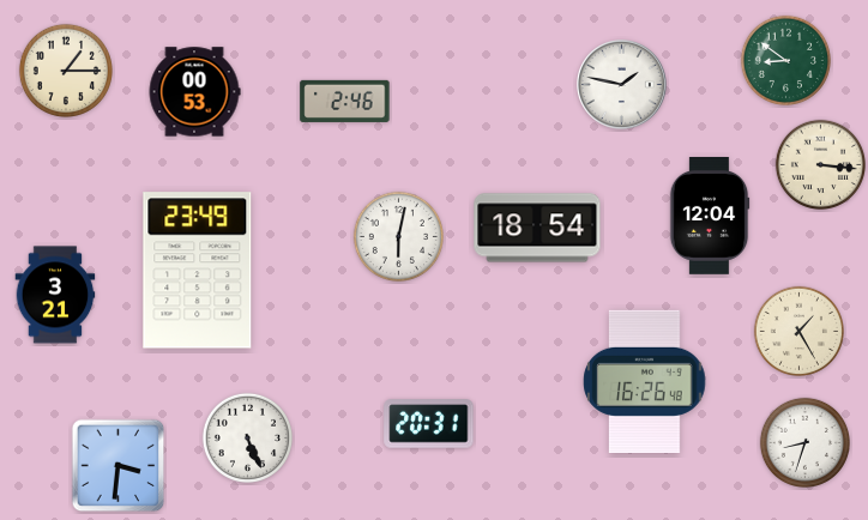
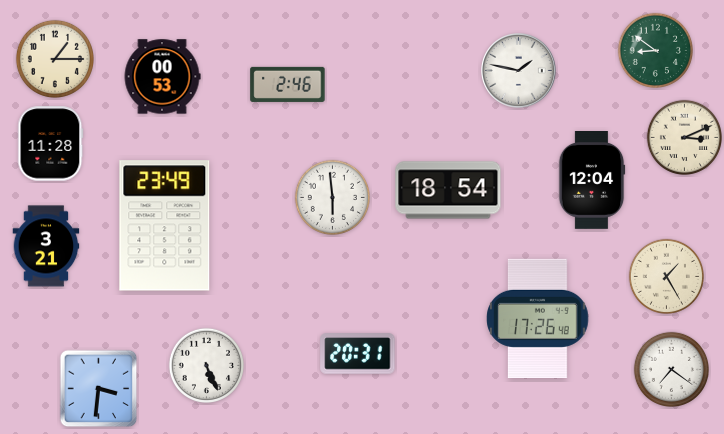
clock at (820, 164): 3:16 -> 3:11
clock at (51, 144): none -> 11:28
clock at (398, 236): 6:02 -> 5:59
clock at (645, 381): 16:26 -> 17:26
clock at (804, 442): 8:33 -> 7:21
